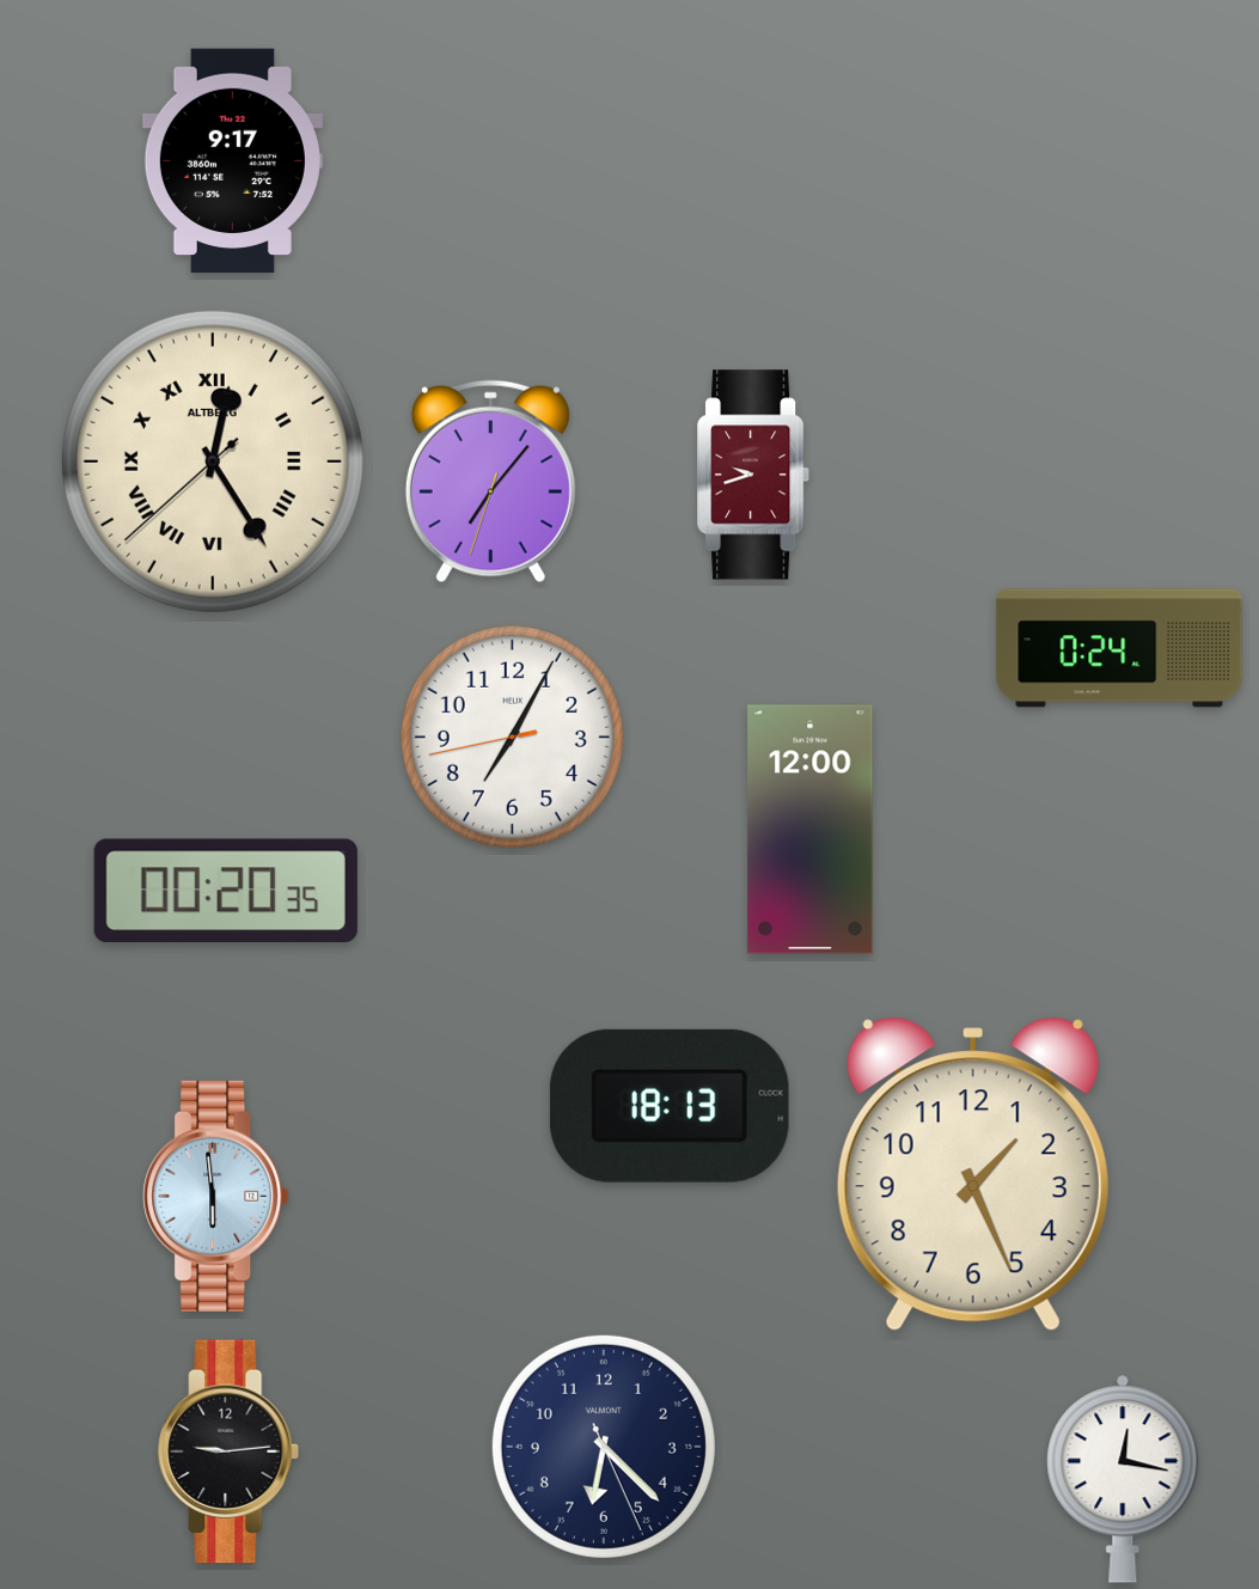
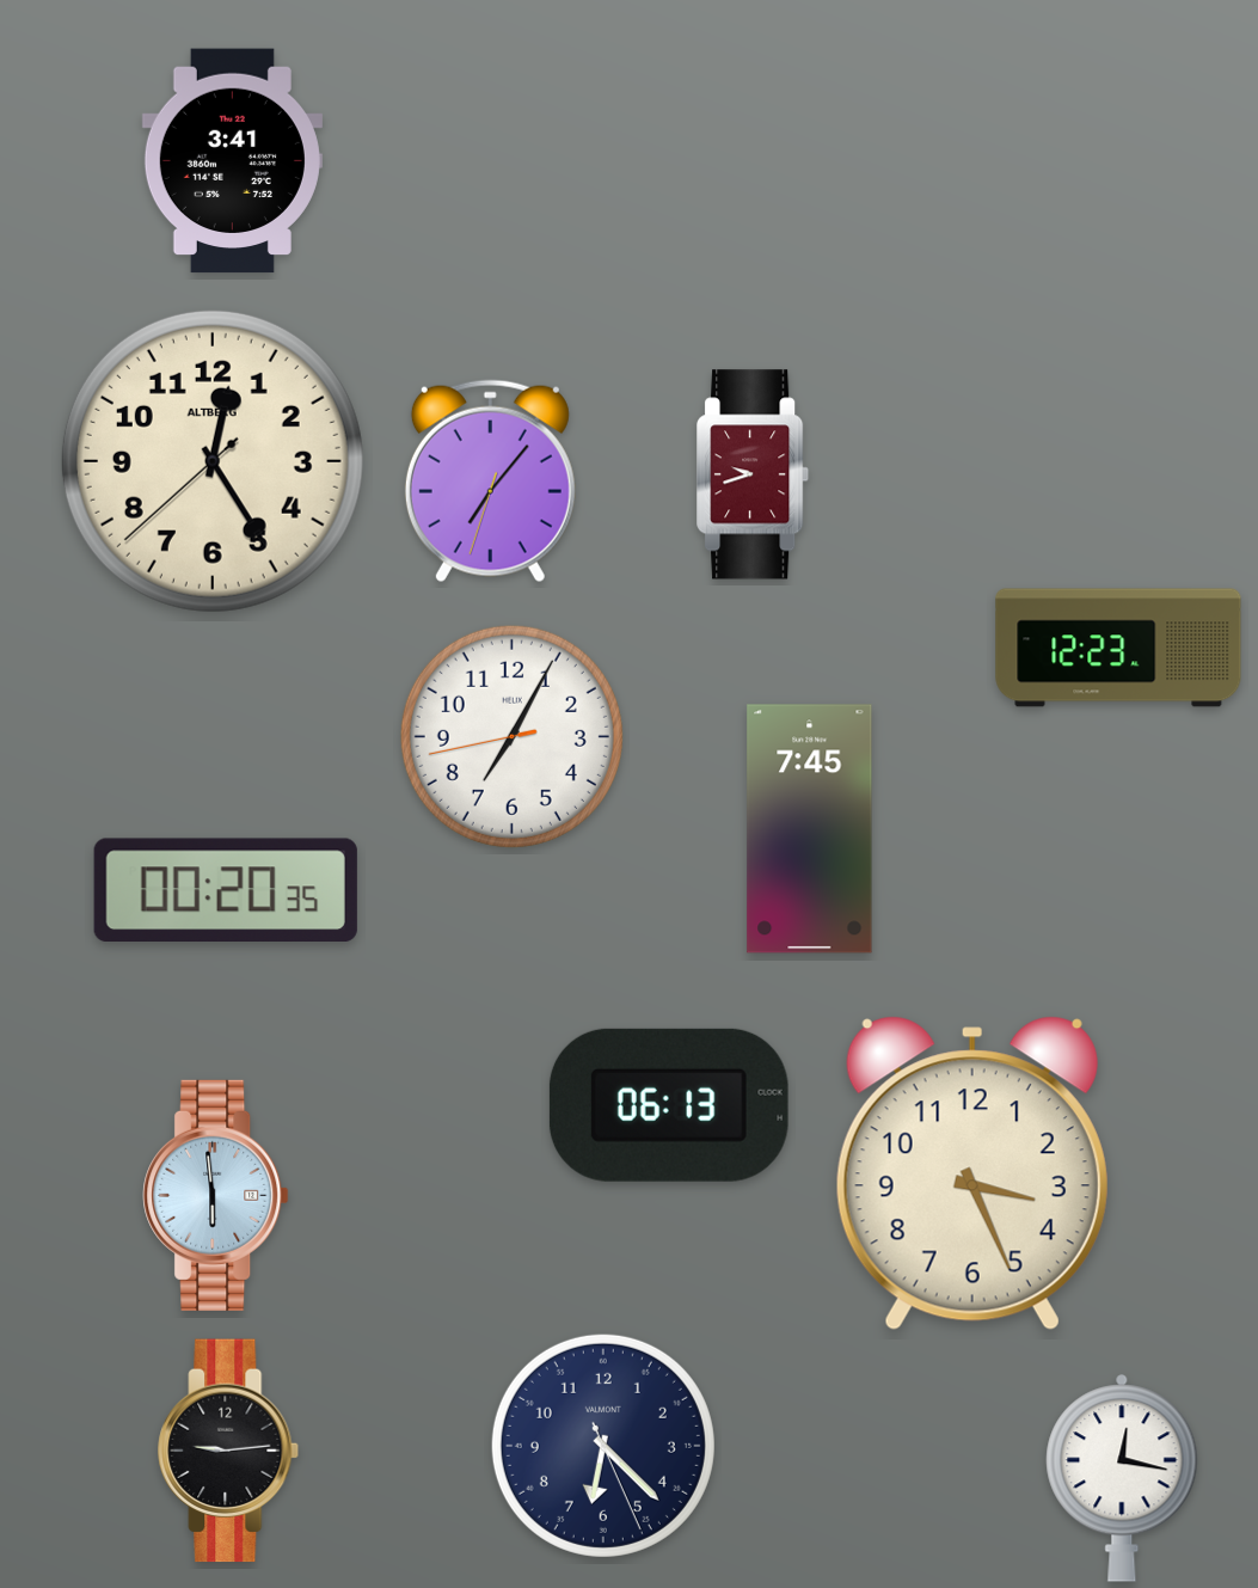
clock at (232, 161): 9:17 -> 3:41
clock at (213, 462) numerals: Roman -> Arabic
clock at (1119, 648): 0:24 -> 12:23
clock at (811, 830): 12:00 -> 7:45
clock at (670, 1106): 18:13 -> 06:13
clock at (973, 1174): 1:26 -> 3:26
